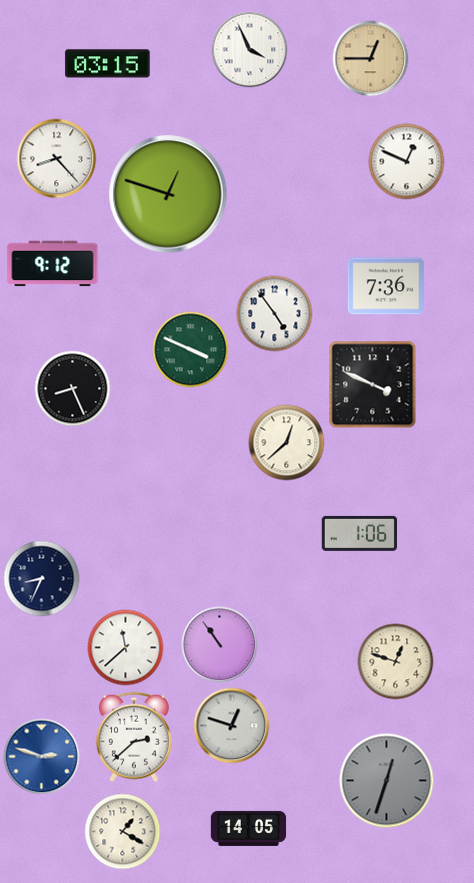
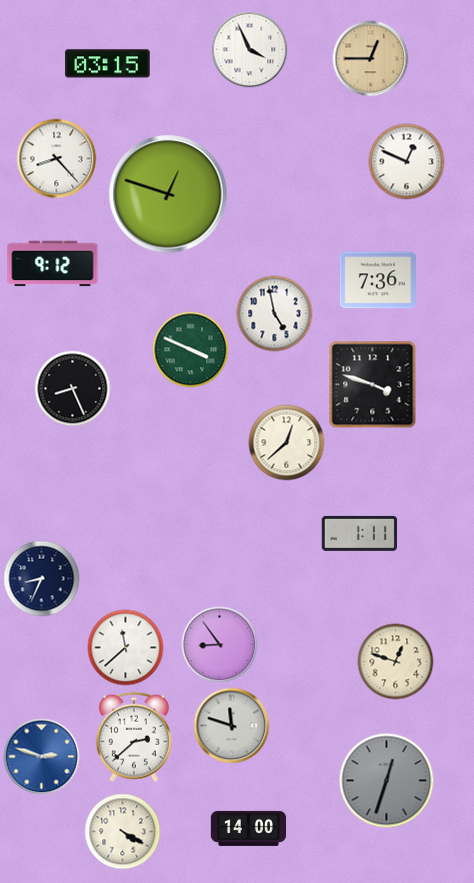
clock at (386, 286) position: (386, 286) -> (378, 280)
clock at (275, 314): 4:54 -> 4:58
clock at (373, 385): 3:49 -> 3:48
clock at (359, 533): 1:06 -> 1:11
clock at (220, 645): 10:54 -> 8:54
clock at (232, 726): 12:48 -> 11:48
clock at (249, 828): 14:05 -> 14:00
clock at (123, 832): 1:20 -> 4:20
